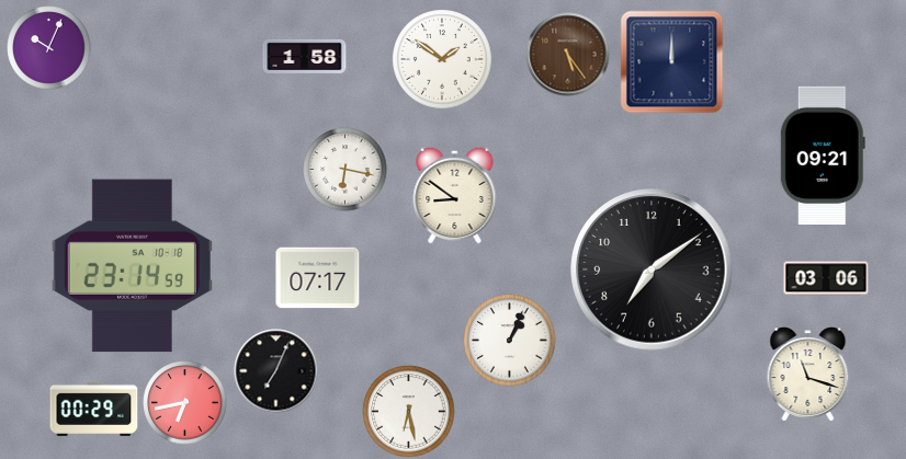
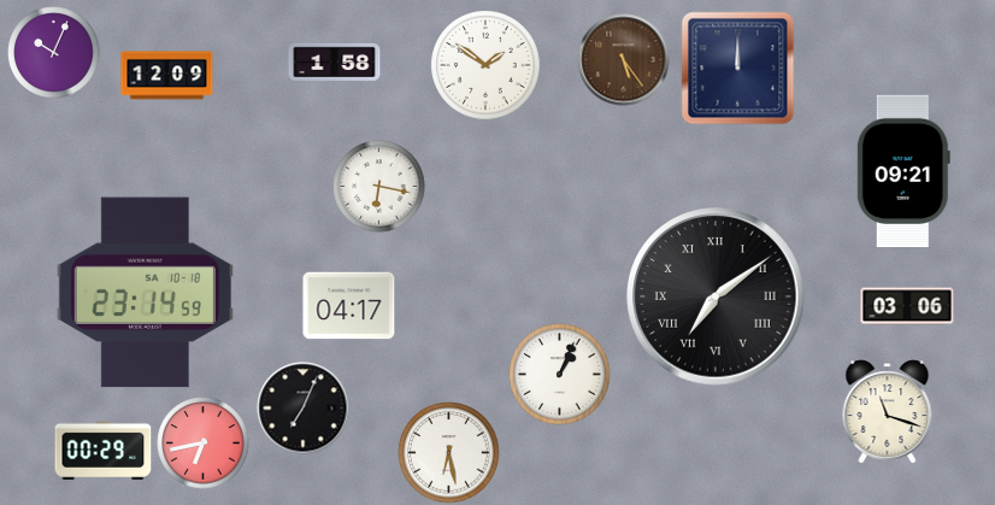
clock at (167, 76): none -> 12:09
clock at (455, 195): 8:51 -> none
clock at (652, 269) numerals: Arabic -> Roman
clock at (318, 278): 07:17 -> 04:17
